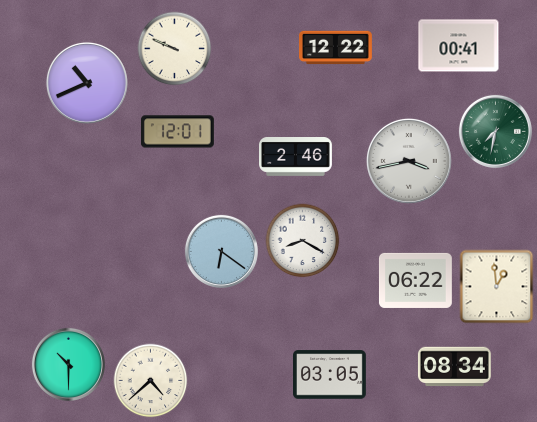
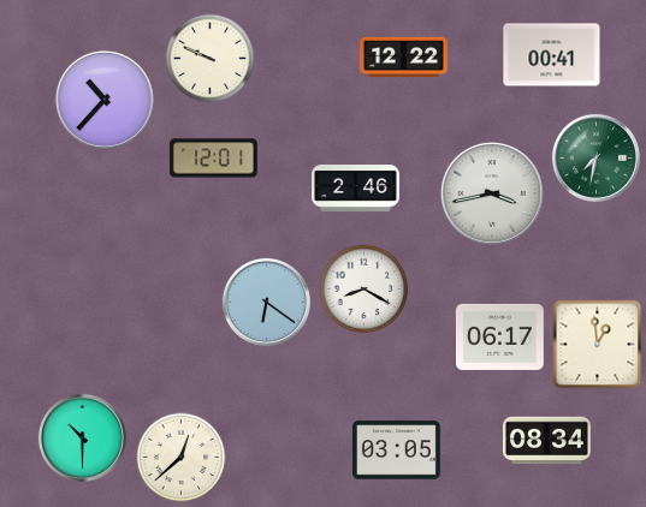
clock at (87, 83): 10:41 -> 10:37
clock at (415, 280): 06:22 -> 06:17
clock at (151, 381): 4:38 -> 12:38
